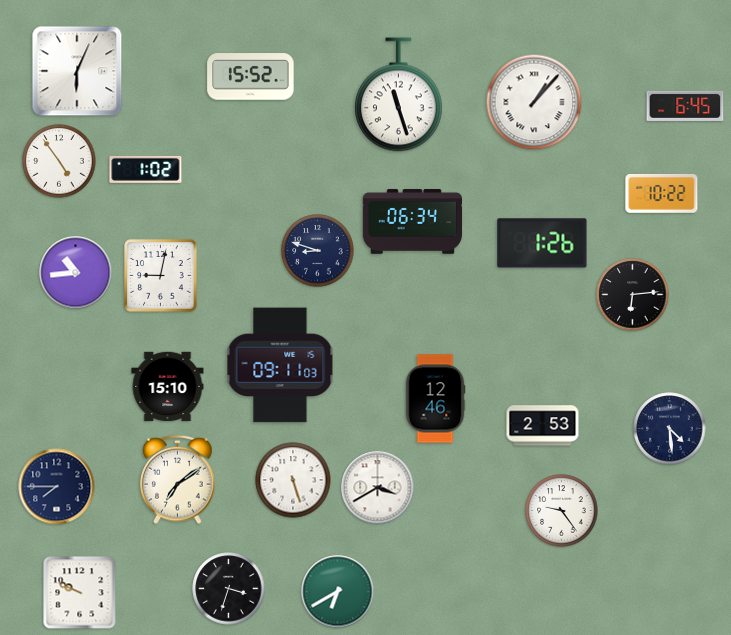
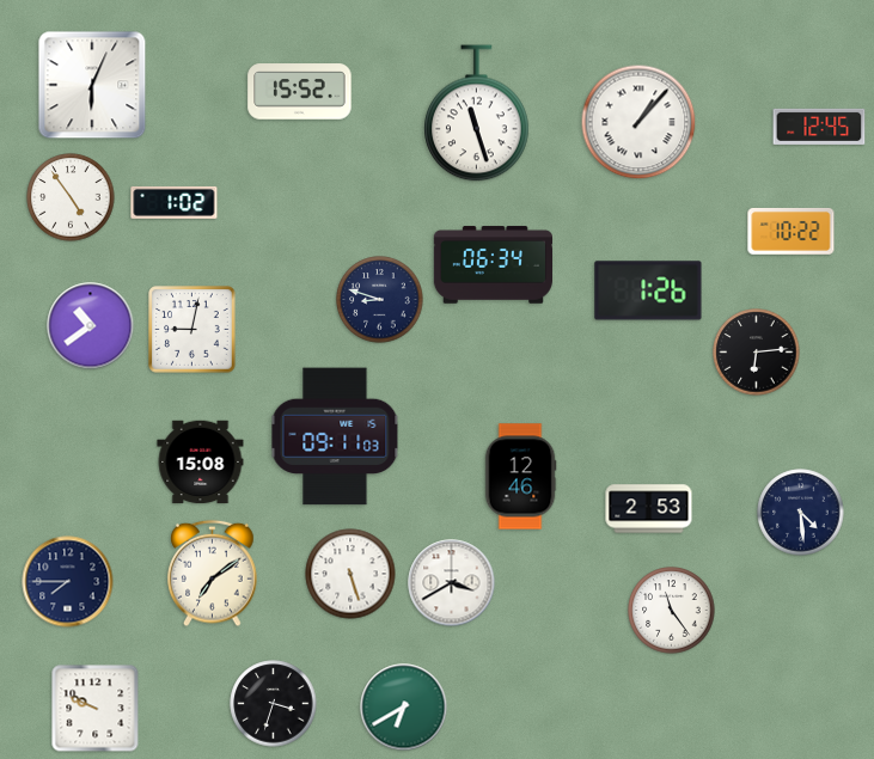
clock at (685, 106): 6:45 -> 12:45
clock at (59, 161) position: (59, 161) -> (71, 197)
clock at (76, 273): 10:44 -> 10:39
clock at (168, 387): 15:10 -> 15:08
clock at (562, 511): 9:24 -> 11:24
